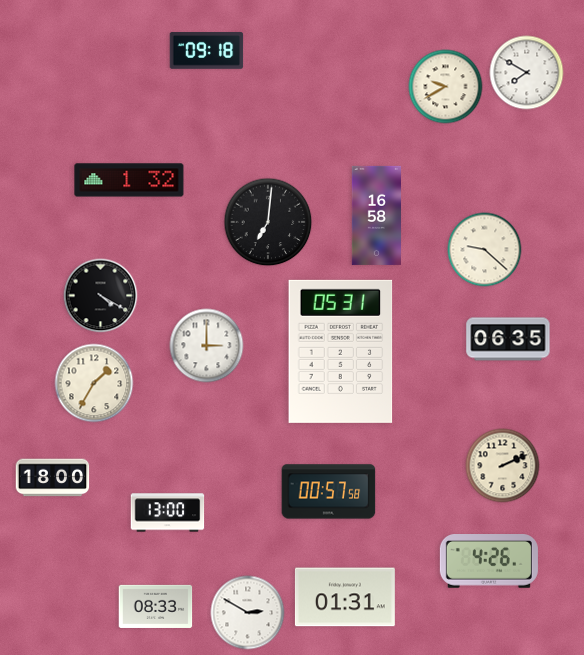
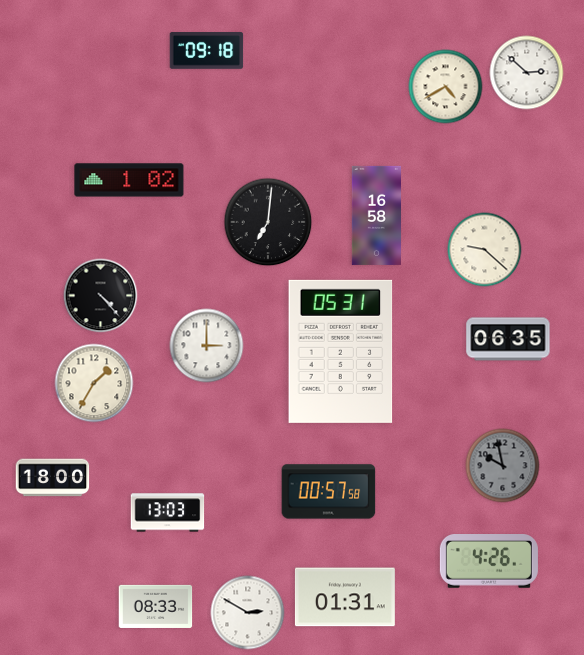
clock at (527, 73): 7:50 -> 2:52
clock at (446, 87): 9:40 -> 4:40
clock at (129, 180): 1:32 -> 1:02
clock at (101, 296): 4:20 -> 4:23
clock at (503, 466): 2:11 -> 9:58
clock at (503, 466) dial: cream -> grey
clock at (168, 513): 13:00 -> 13:03
